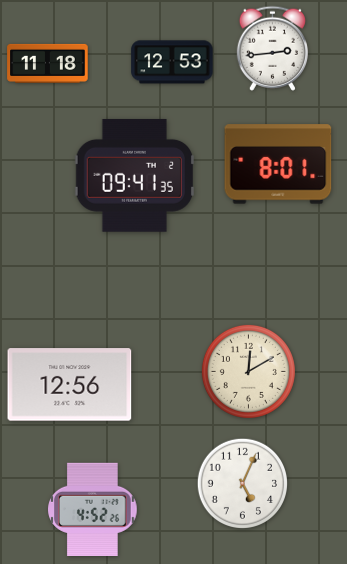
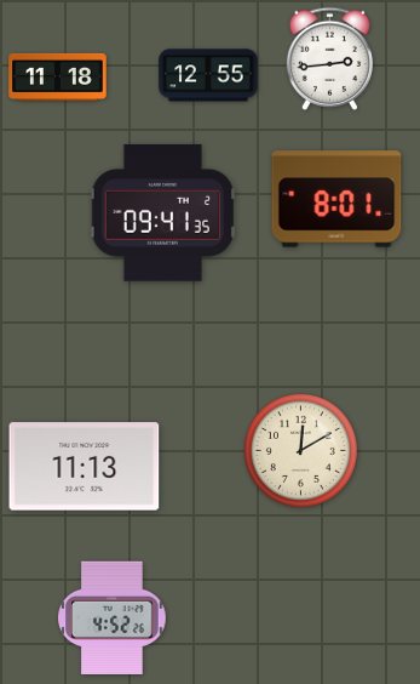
clock at (172, 62): 12:53 -> 12:55
clock at (70, 385): 12:56 -> 11:13
clock at (242, 483): 5:04 -> none
